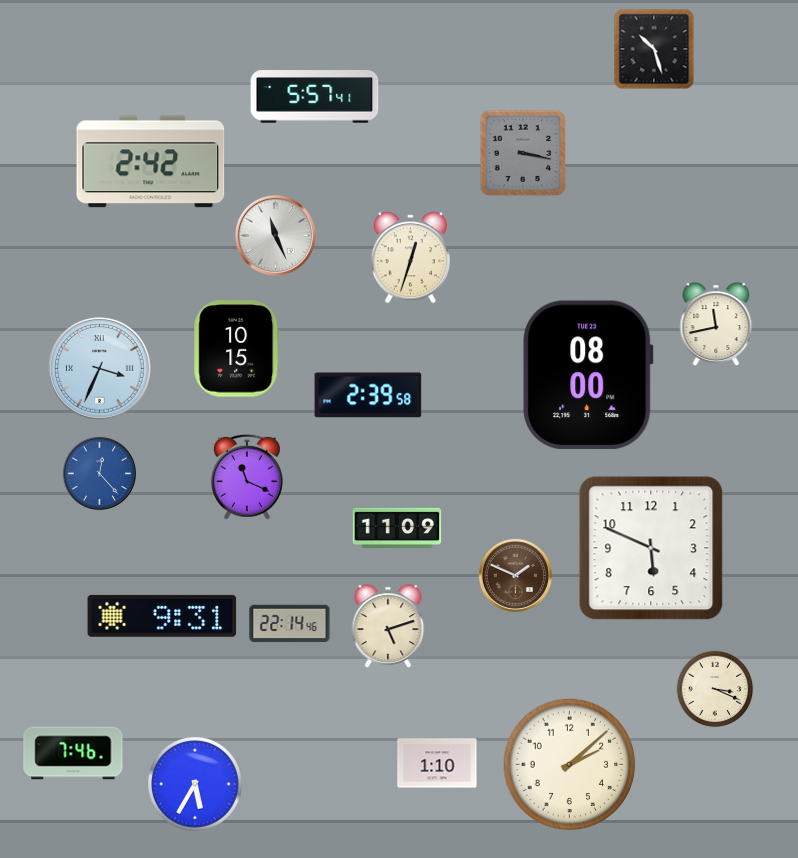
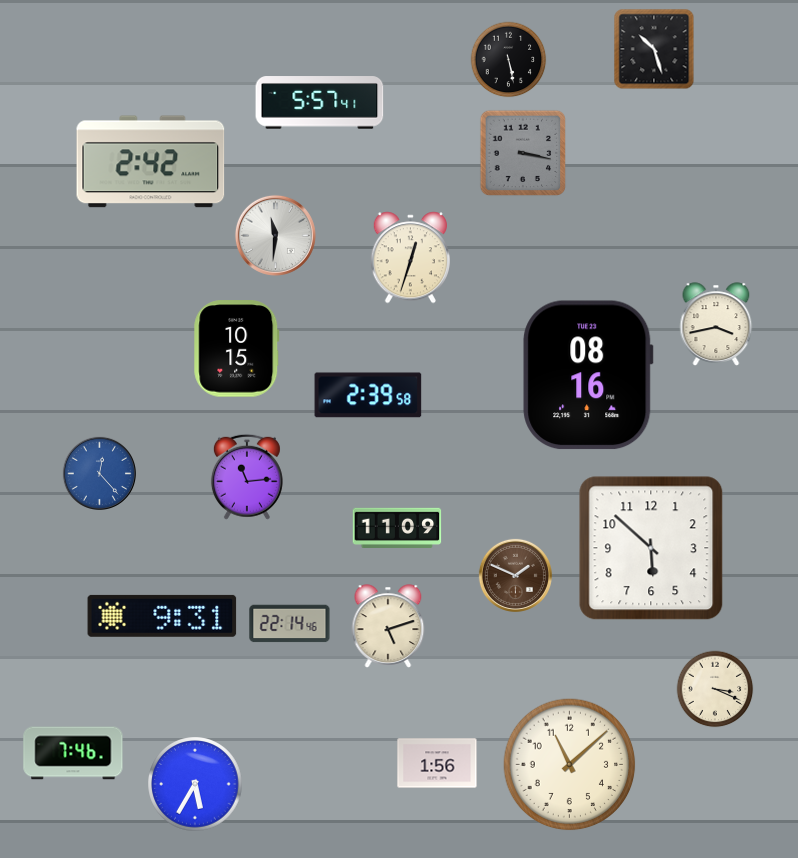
clock at (509, 60): none -> 5:28
clock at (315, 97) position: (315, 97) -> (320, 103)
clock at (275, 235): 11:26 -> 11:31
clock at (716, 324): 11:43 -> 3:43
clock at (100, 369): 3:34 -> none
clock at (588, 375): 08:00 -> 08:16
clock at (247, 477): 11:19 -> 11:14
clock at (651, 548): 5:49 -> 5:52
clock at (437, 763): 1:10 -> 1:56
clock at (570, 765): 2:08 -> 11:08
